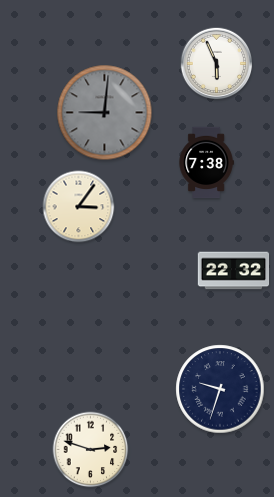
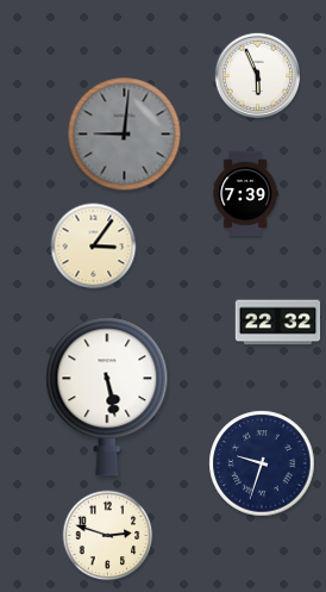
clock at (206, 163): 7:38 -> 7:39
clock at (107, 397): none -> 5:28
